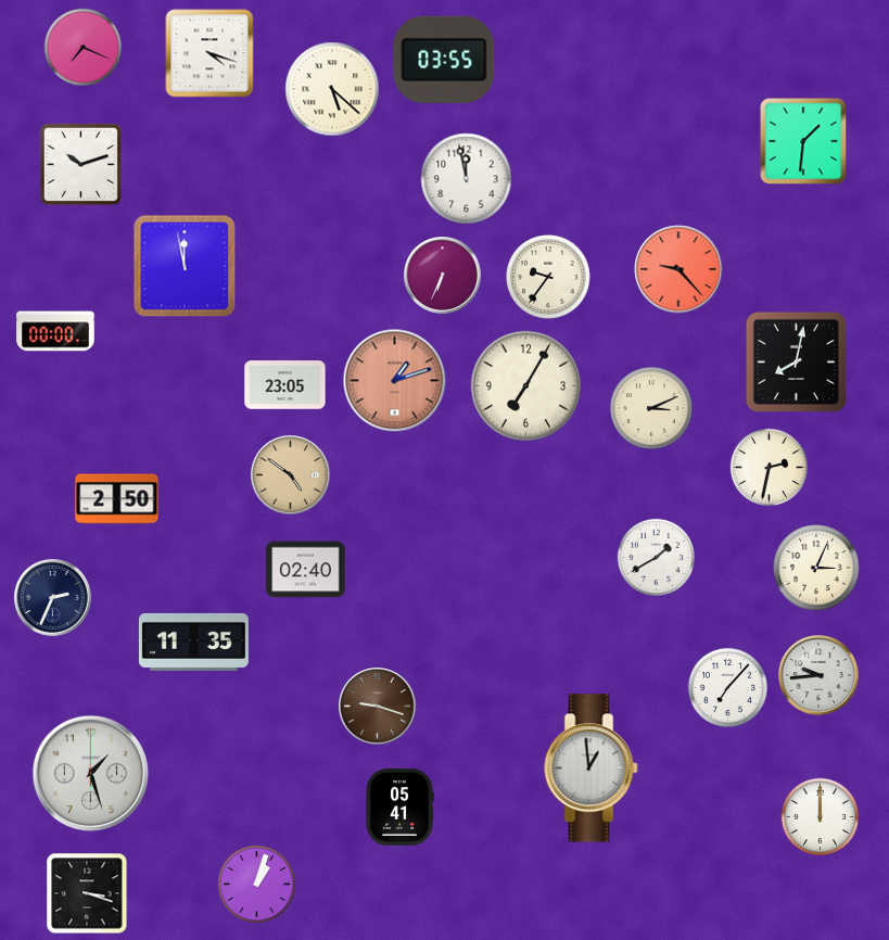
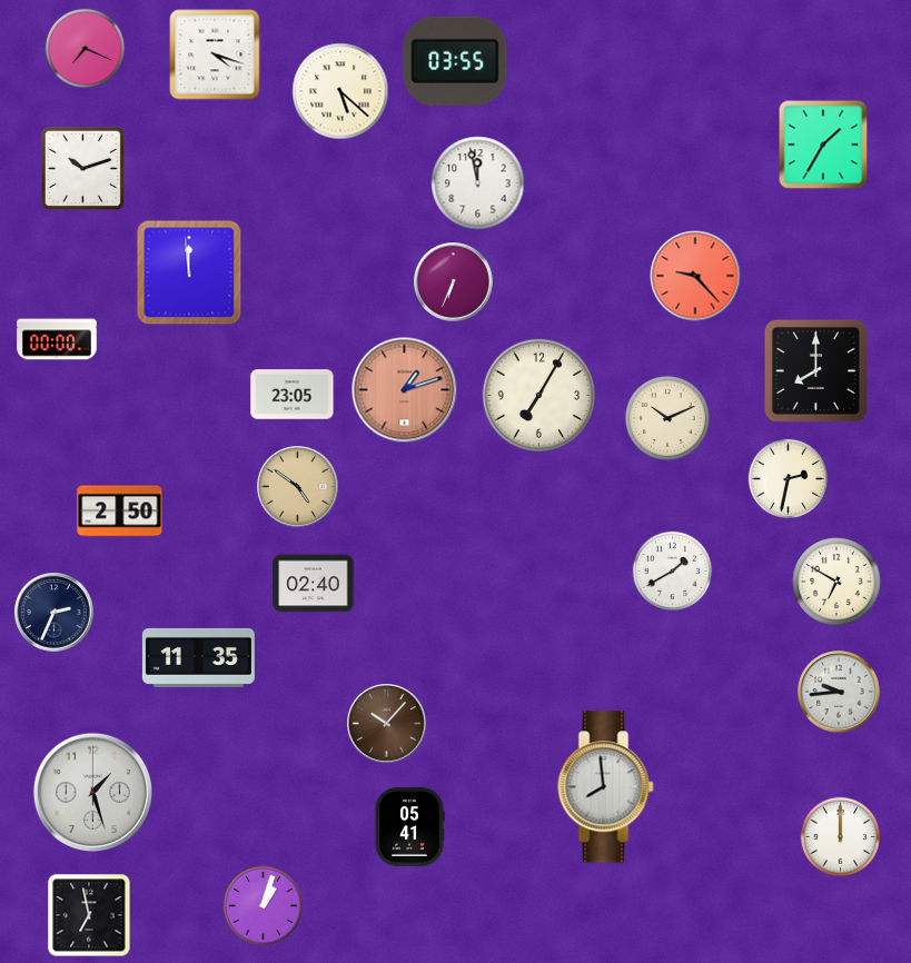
clock at (803, 141): 1:31 -> 1:35
clock at (185, 266): 11:58 -> 11:59
clock at (549, 278): 9:36 -> none
clock at (796, 361): 8:02 -> 8:00
clock at (651, 408): 3:11 -> 10:11
clock at (816, 568): 3:04 -> 6:50
clock at (727, 687): 7:07 -> none
clock at (378, 707): 9:18 -> 10:07
clock at (592, 768): 12:59 -> 7:59
clock at (87, 893): 3:18 -> 6:58
